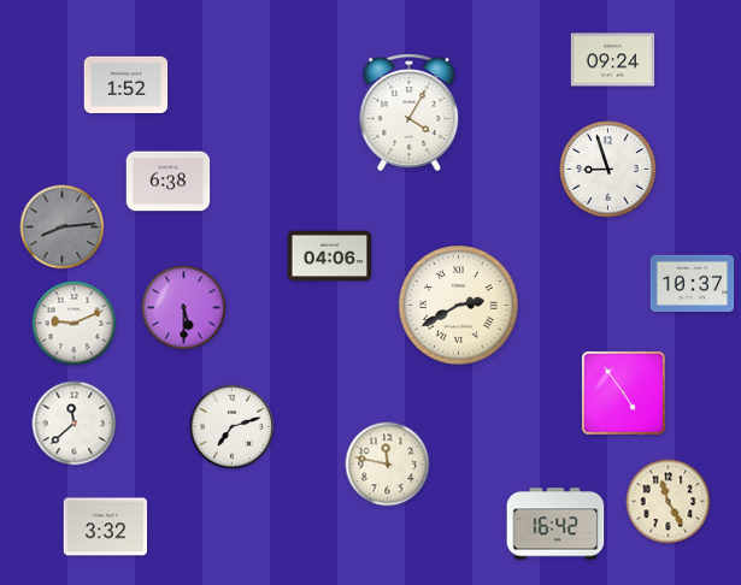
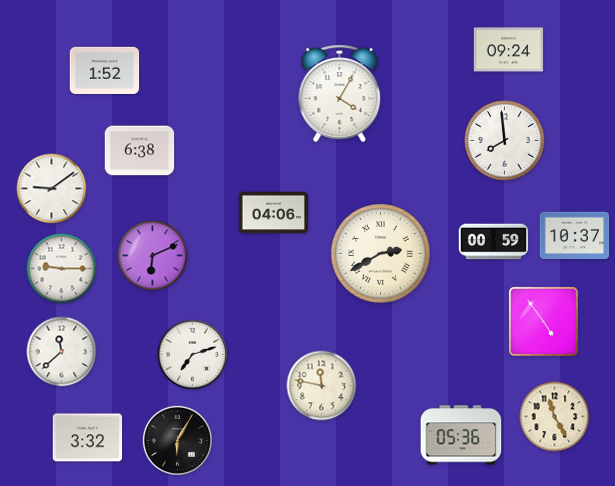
clock at (608, 170): 8:57 -> 7:59
clock at (63, 227): 8:14 -> 9:09
clock at (63, 227) dial: grey -> white
clock at (494, 242): none -> 00:59
clock at (184, 308): 5:30 -> 6:11
clock at (75, 324): 9:11 -> 9:15
clock at (623, 392) position: (623, 392) -> (543, 321)
clock at (555, 524): 16:42 -> 05:36
clock at (177, 440): none -> 6:05
